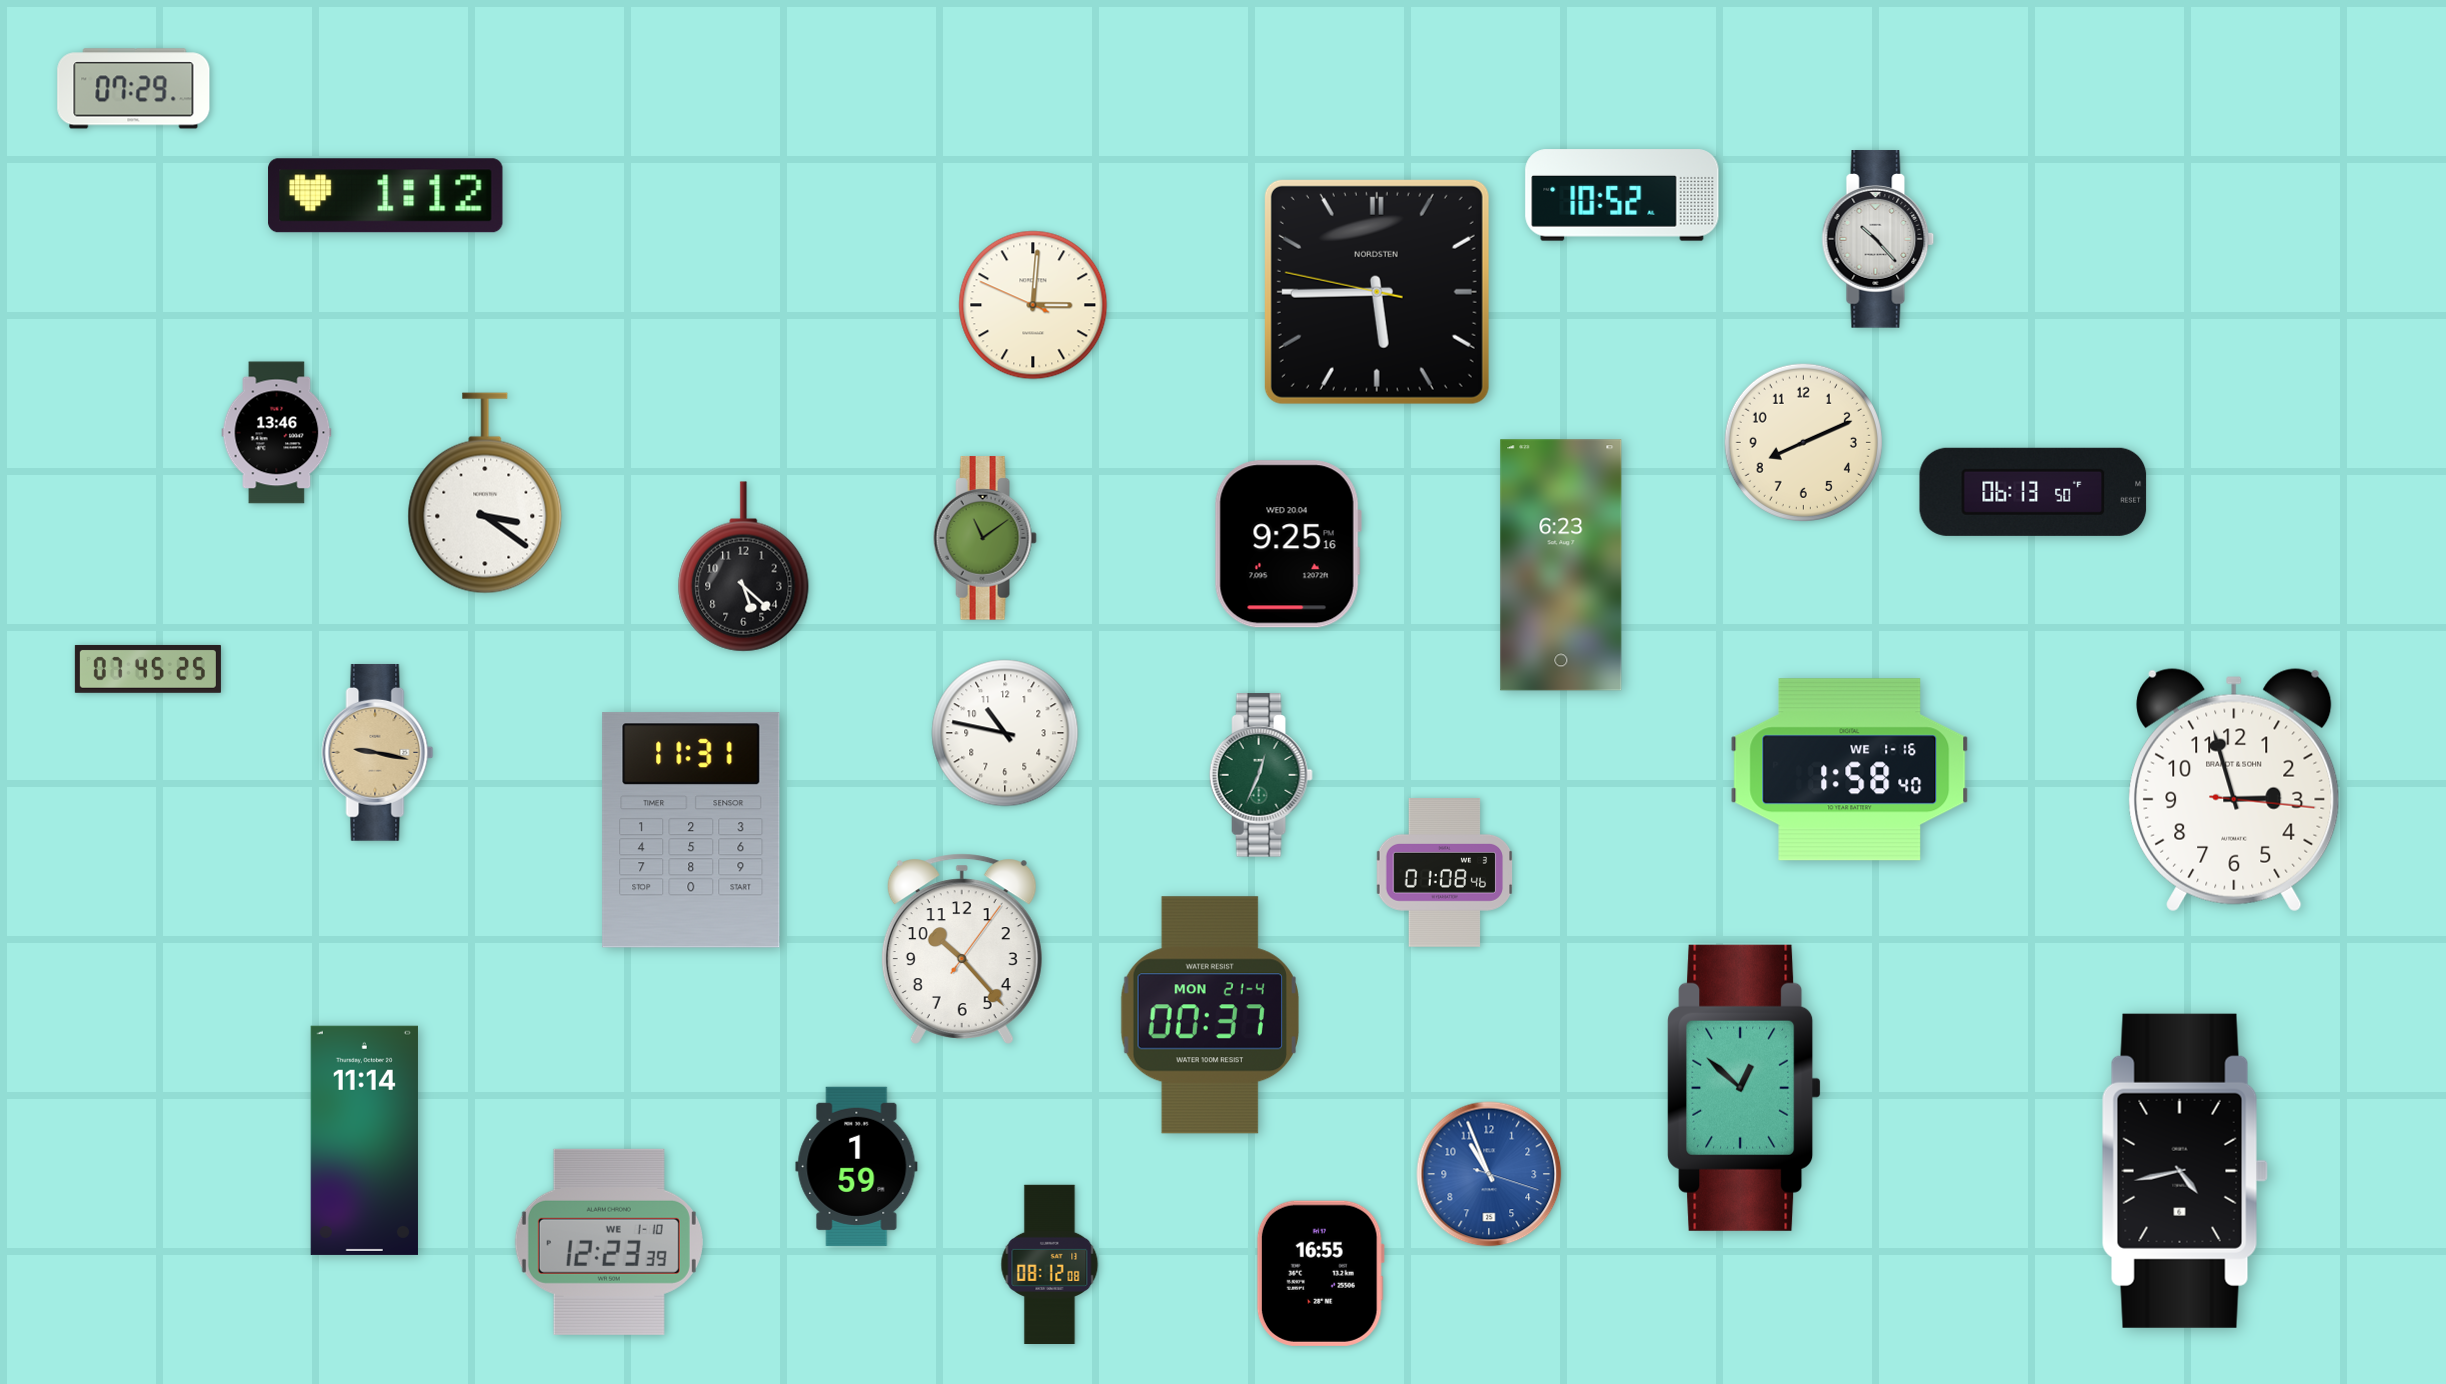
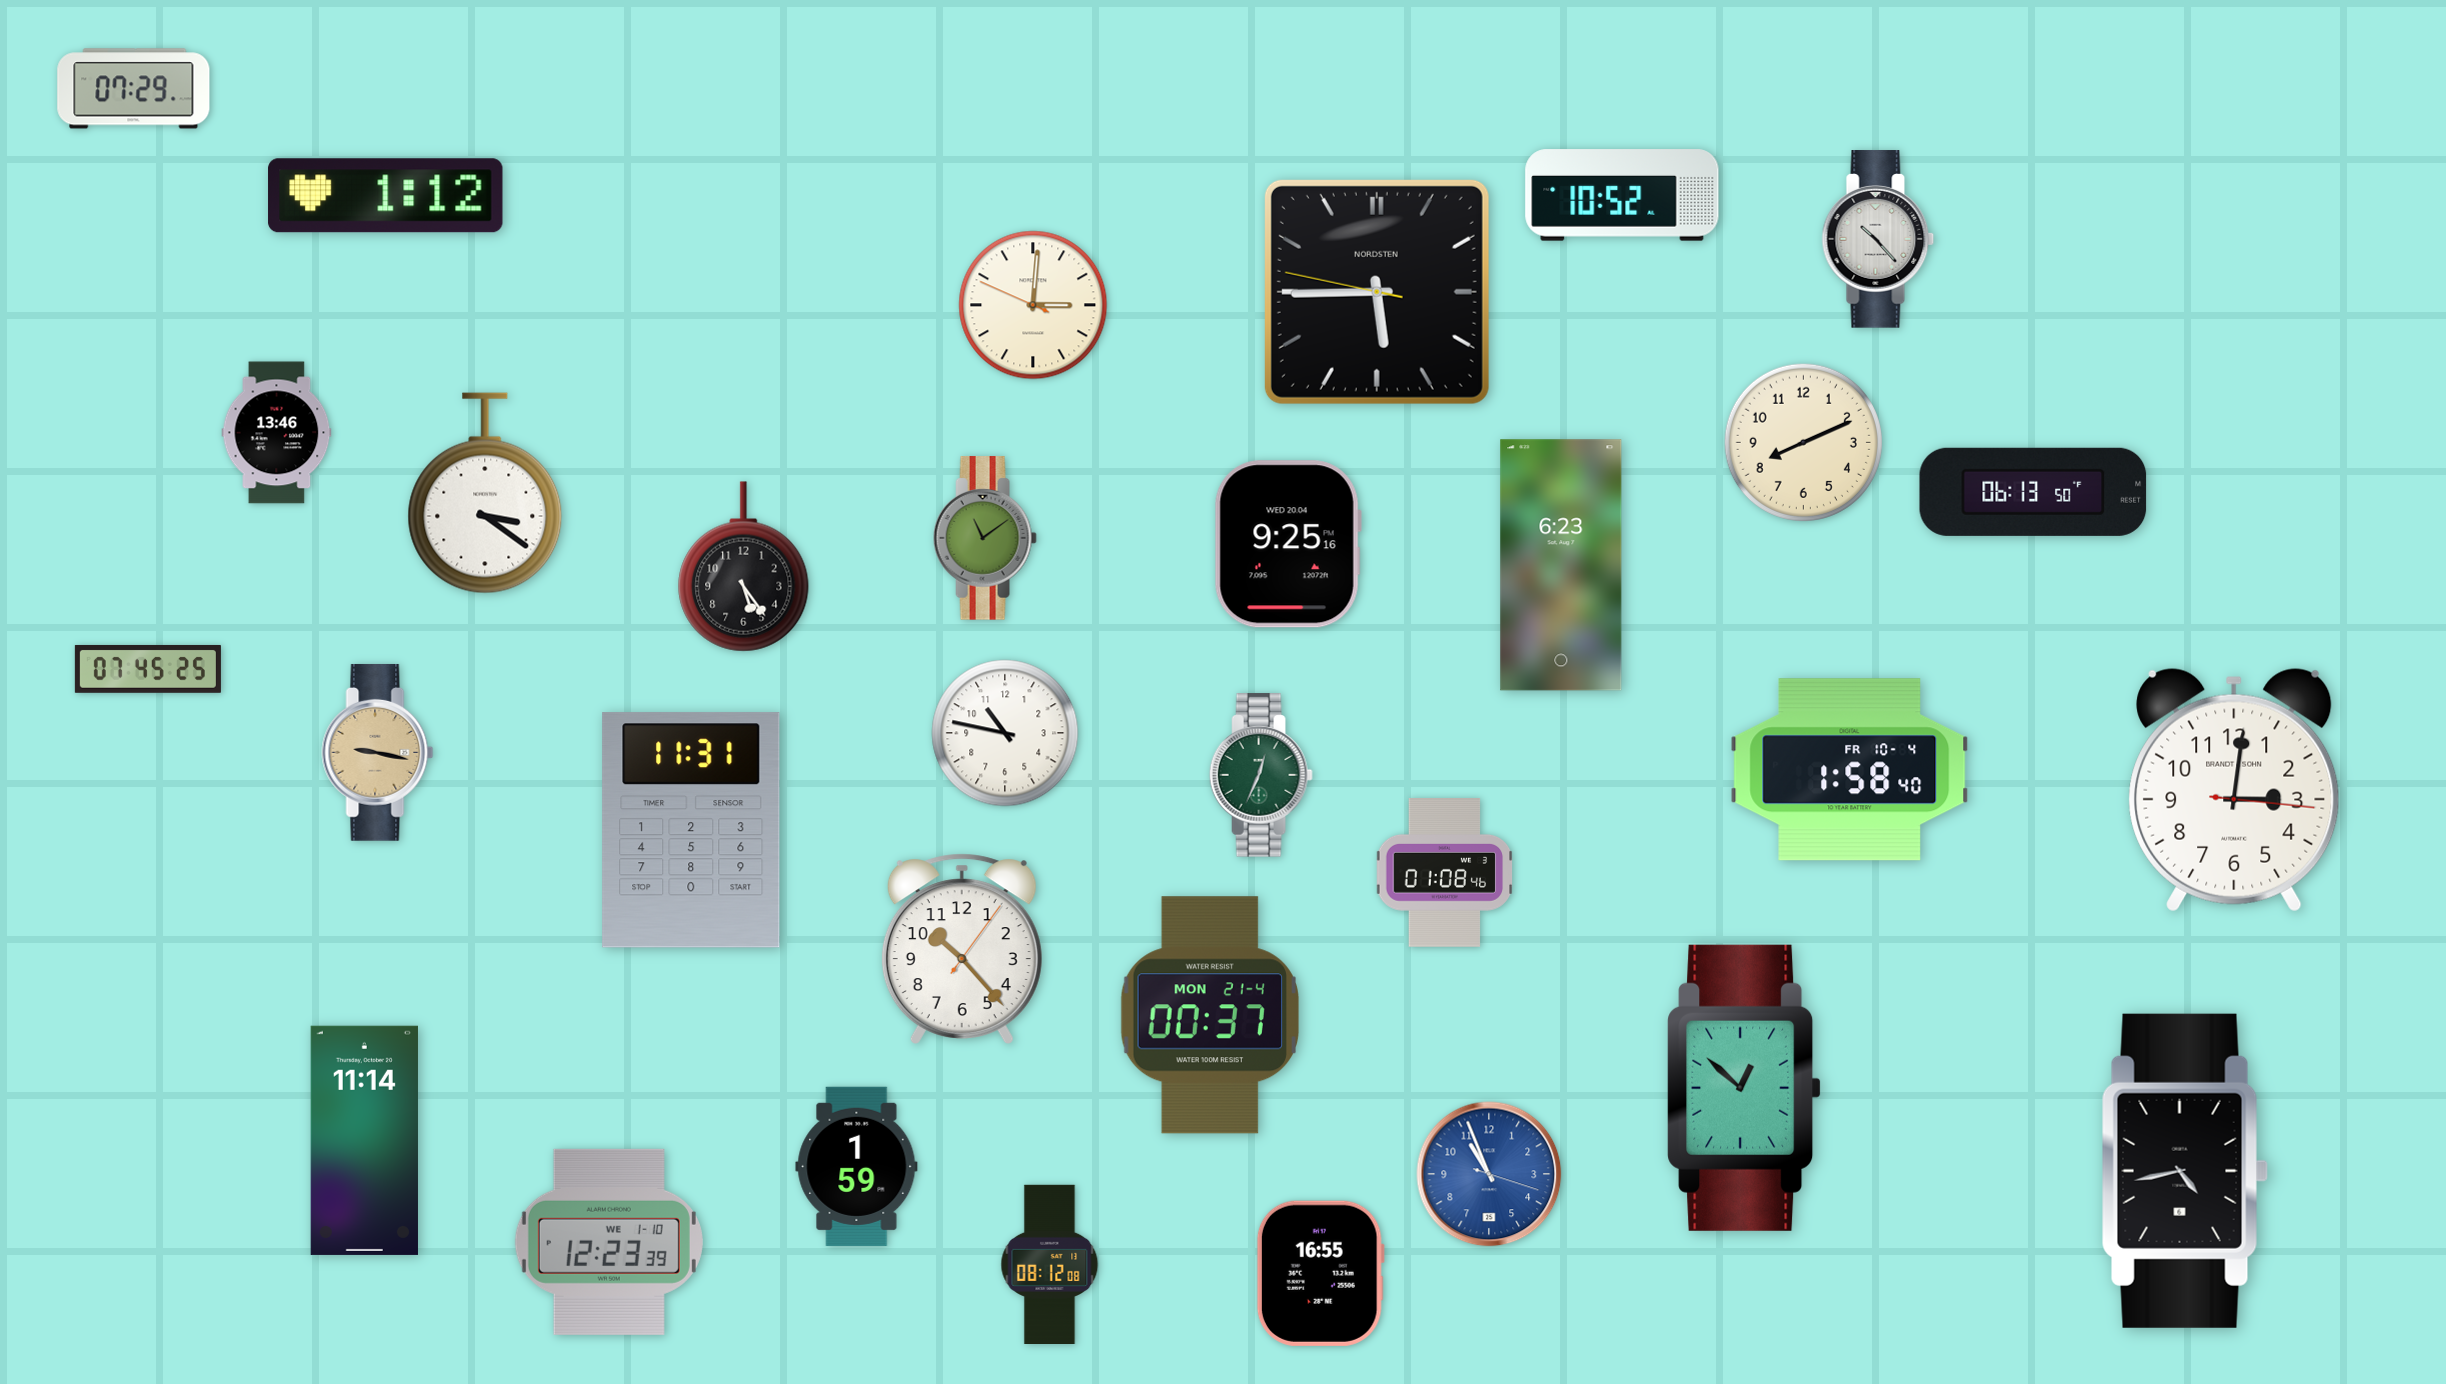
clock at (744, 567): 5:22 -> 5:24
clock at (1850, 770) date: WE 1-16 -> FR 10-4
clock at (2234, 790): 2:57 -> 3:01
